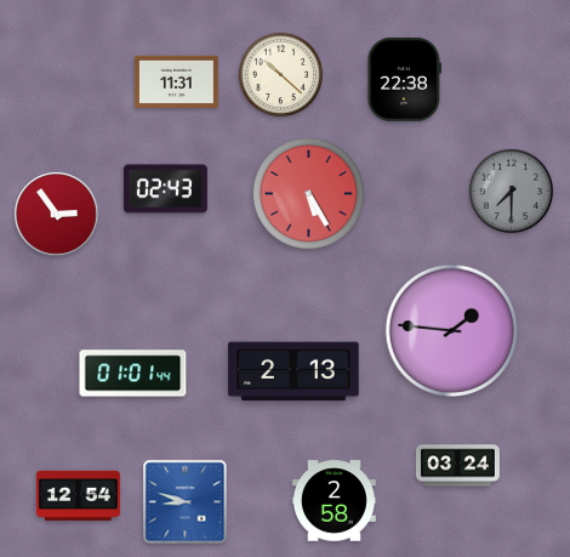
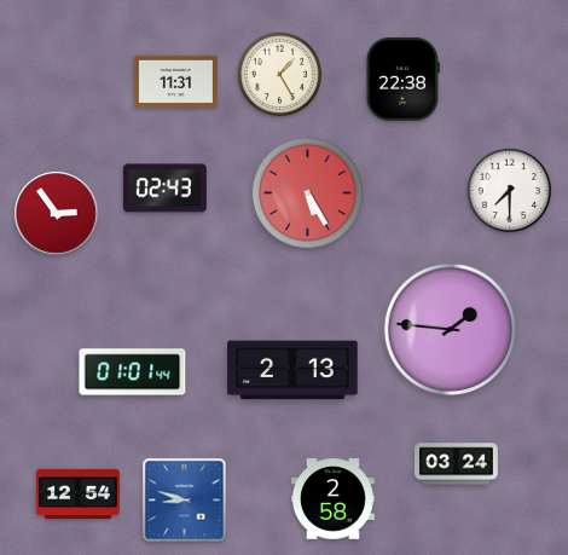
clock at (281, 75): 10:22 -> 1:25
clock at (512, 192) dial: grey -> white
